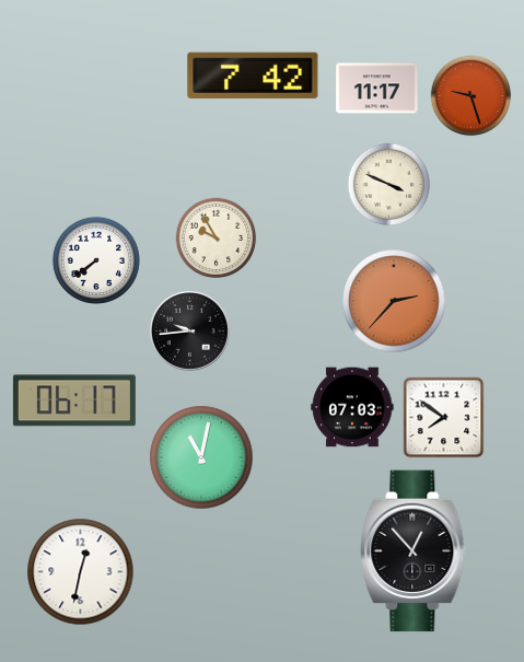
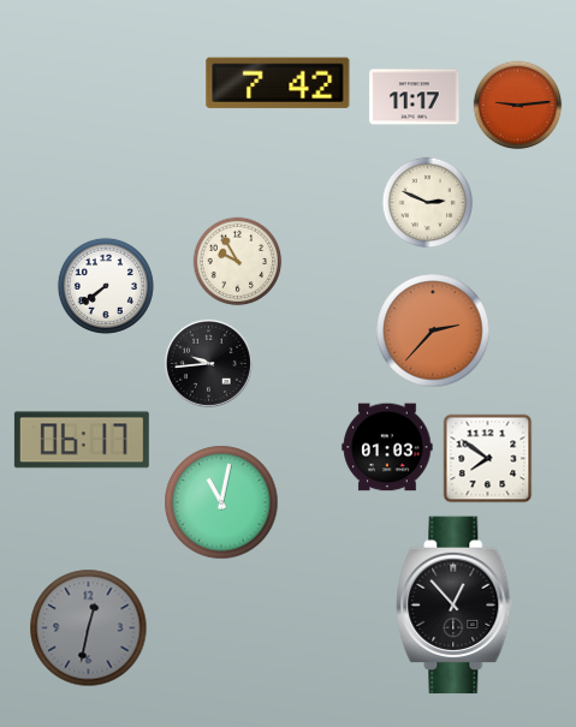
clock at (471, 96): 9:27 -> 9:14
clock at (389, 185): 3:49 -> 2:49
clock at (352, 407): 07:03 -> 01:03
clock at (81, 572) dial: white -> grey
